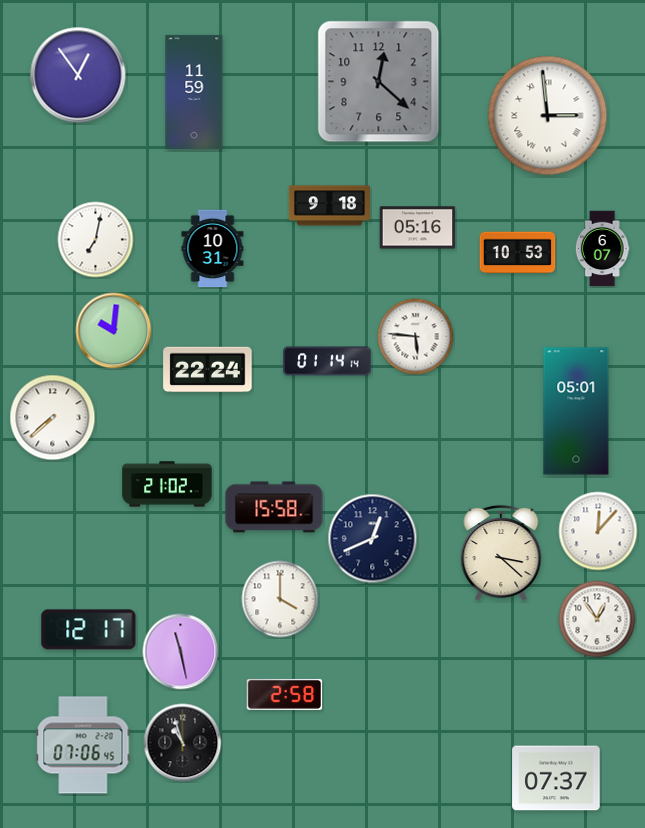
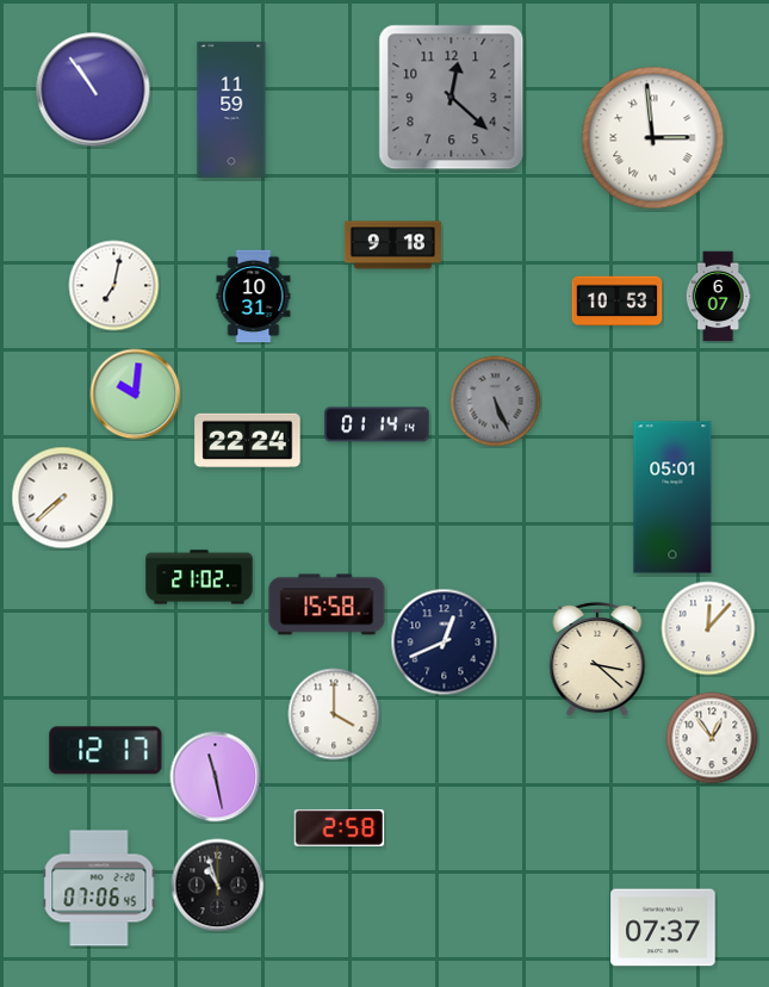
clock at (78, 75): 12:54 -> 10:54
clock at (418, 228): 05:16 -> none
clock at (416, 337): 5:46 -> 5:26
clock at (416, 337) dial: white -> grey
clock at (327, 361) position: (327, 361) -> (377, 424)
clock at (576, 411) position: (576, 411) -> (672, 497)
clock at (598, 531) position: (598, 531) -> (708, 628)
